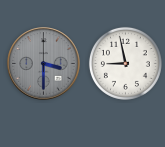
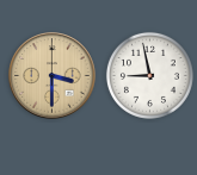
clock at (44, 64) dial: grey -> champagne
